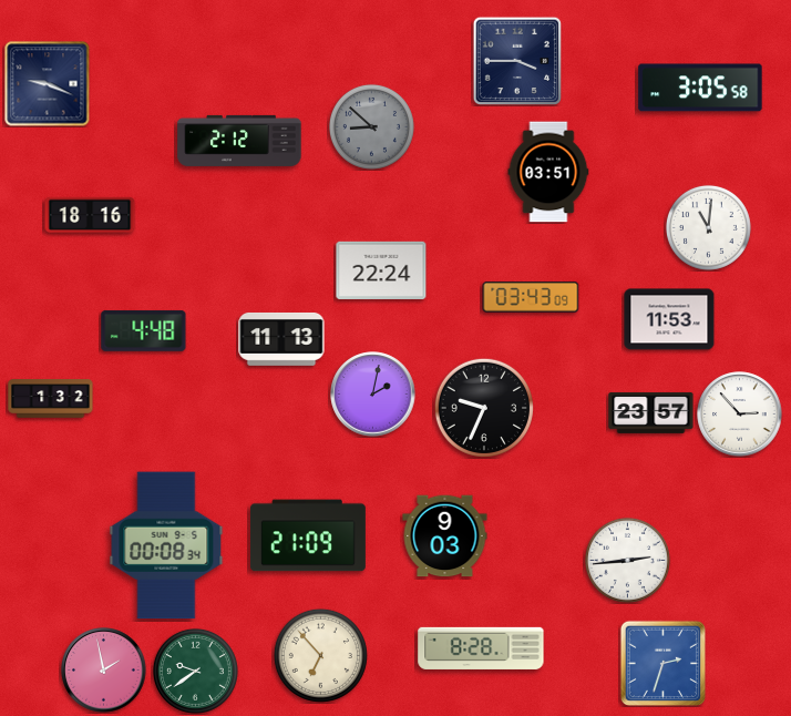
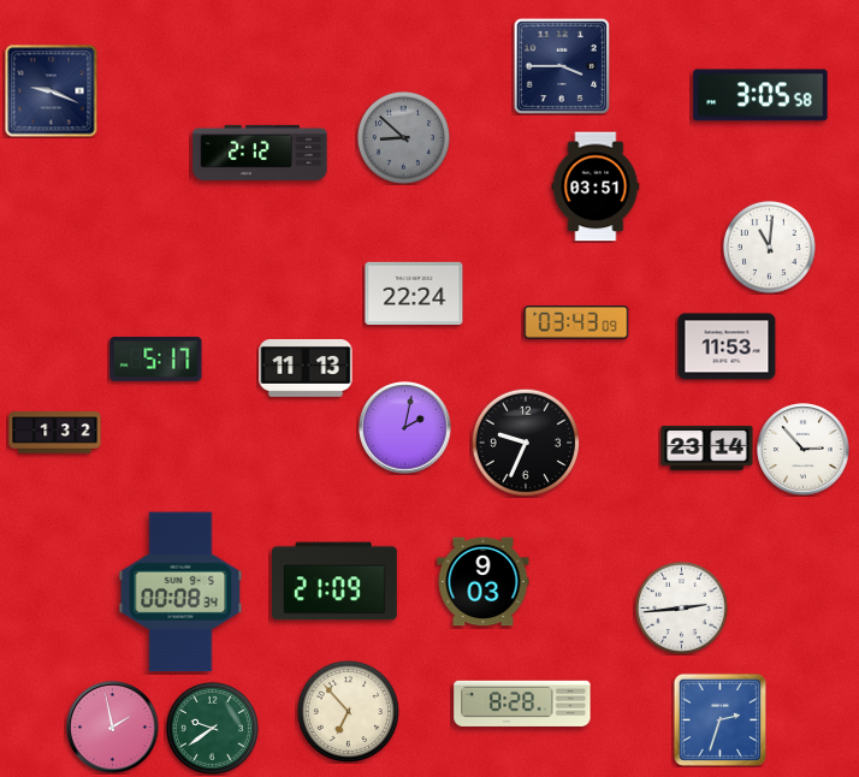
clock at (90, 214): 18:16 -> none
clock at (144, 331): 4:48 -> 5:17
clock at (651, 412): 23:57 -> 23:14
